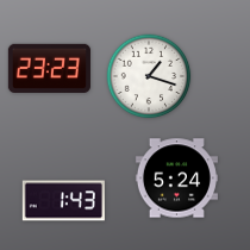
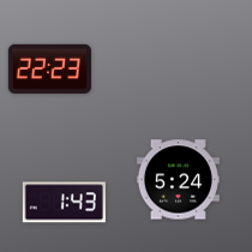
clock at (49, 68): 23:23 -> 22:23
clock at (149, 76): 1:18 -> none
